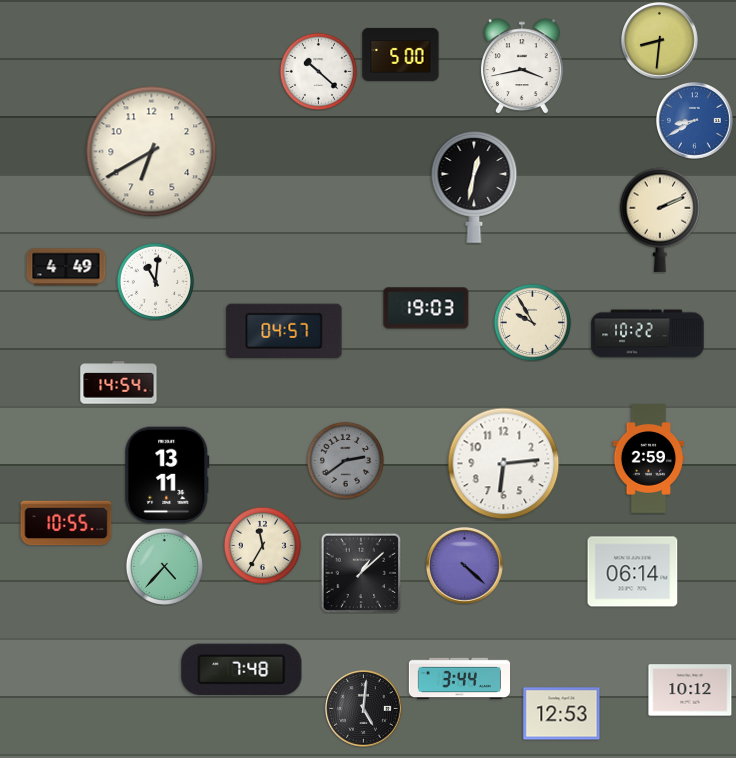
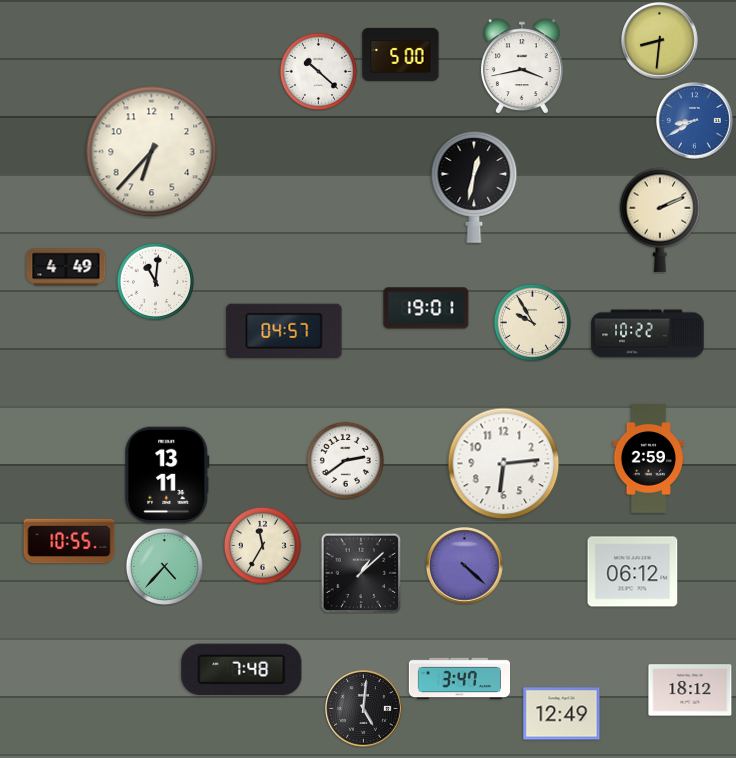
clock at (152, 152): 6:40 -> 6:37
clock at (426, 308): 19:03 -> 19:01
clock at (119, 383): 14:54 -> none
clock at (345, 460) dial: grey -> white
clock at (66, 523) position: (66, 523) -> (69, 541)
clock at (633, 572): 06:14 -> 06:12
clock at (459, 679): 3:44 -> 3:47
clock at (690, 690): 10:12 -> 18:12
clock at (562, 714): 12:53 -> 12:49
